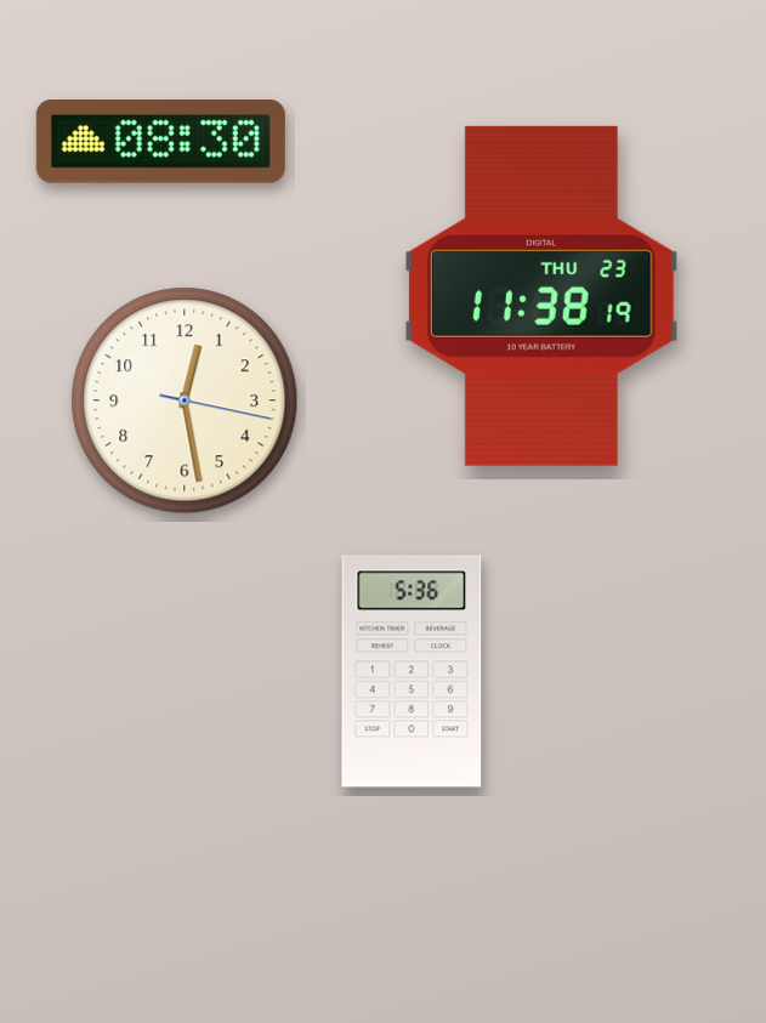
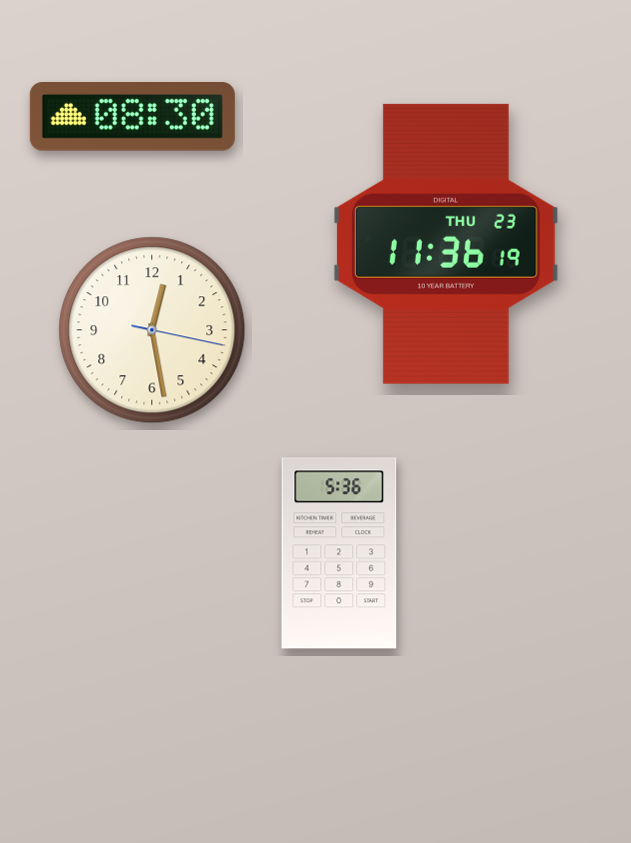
clock at (543, 296): 11:38 -> 11:36
